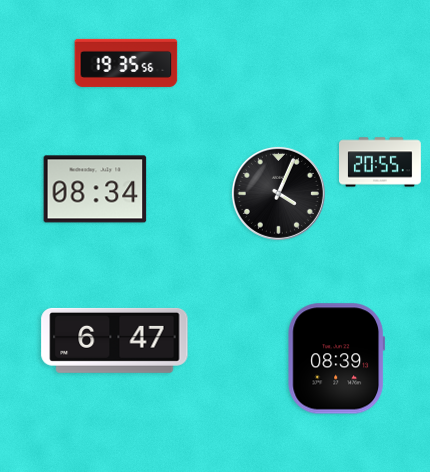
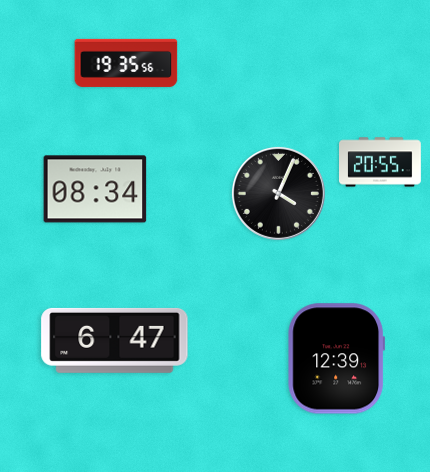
clock at (336, 359): 08:39 -> 12:39
